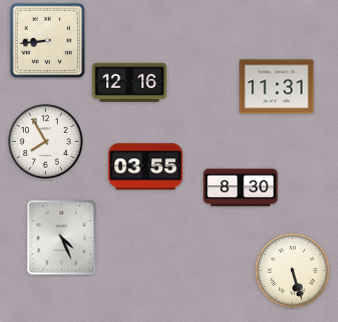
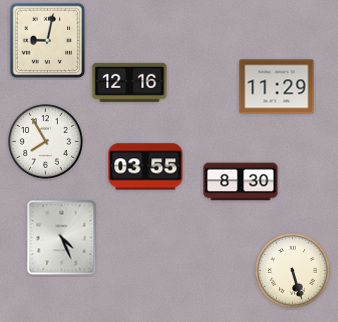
clock at (48, 41): 8:44 -> 9:02
clock at (277, 87): 11:31 -> 11:29
clock at (241, 188) position: (241, 188) -> (241, 182)
